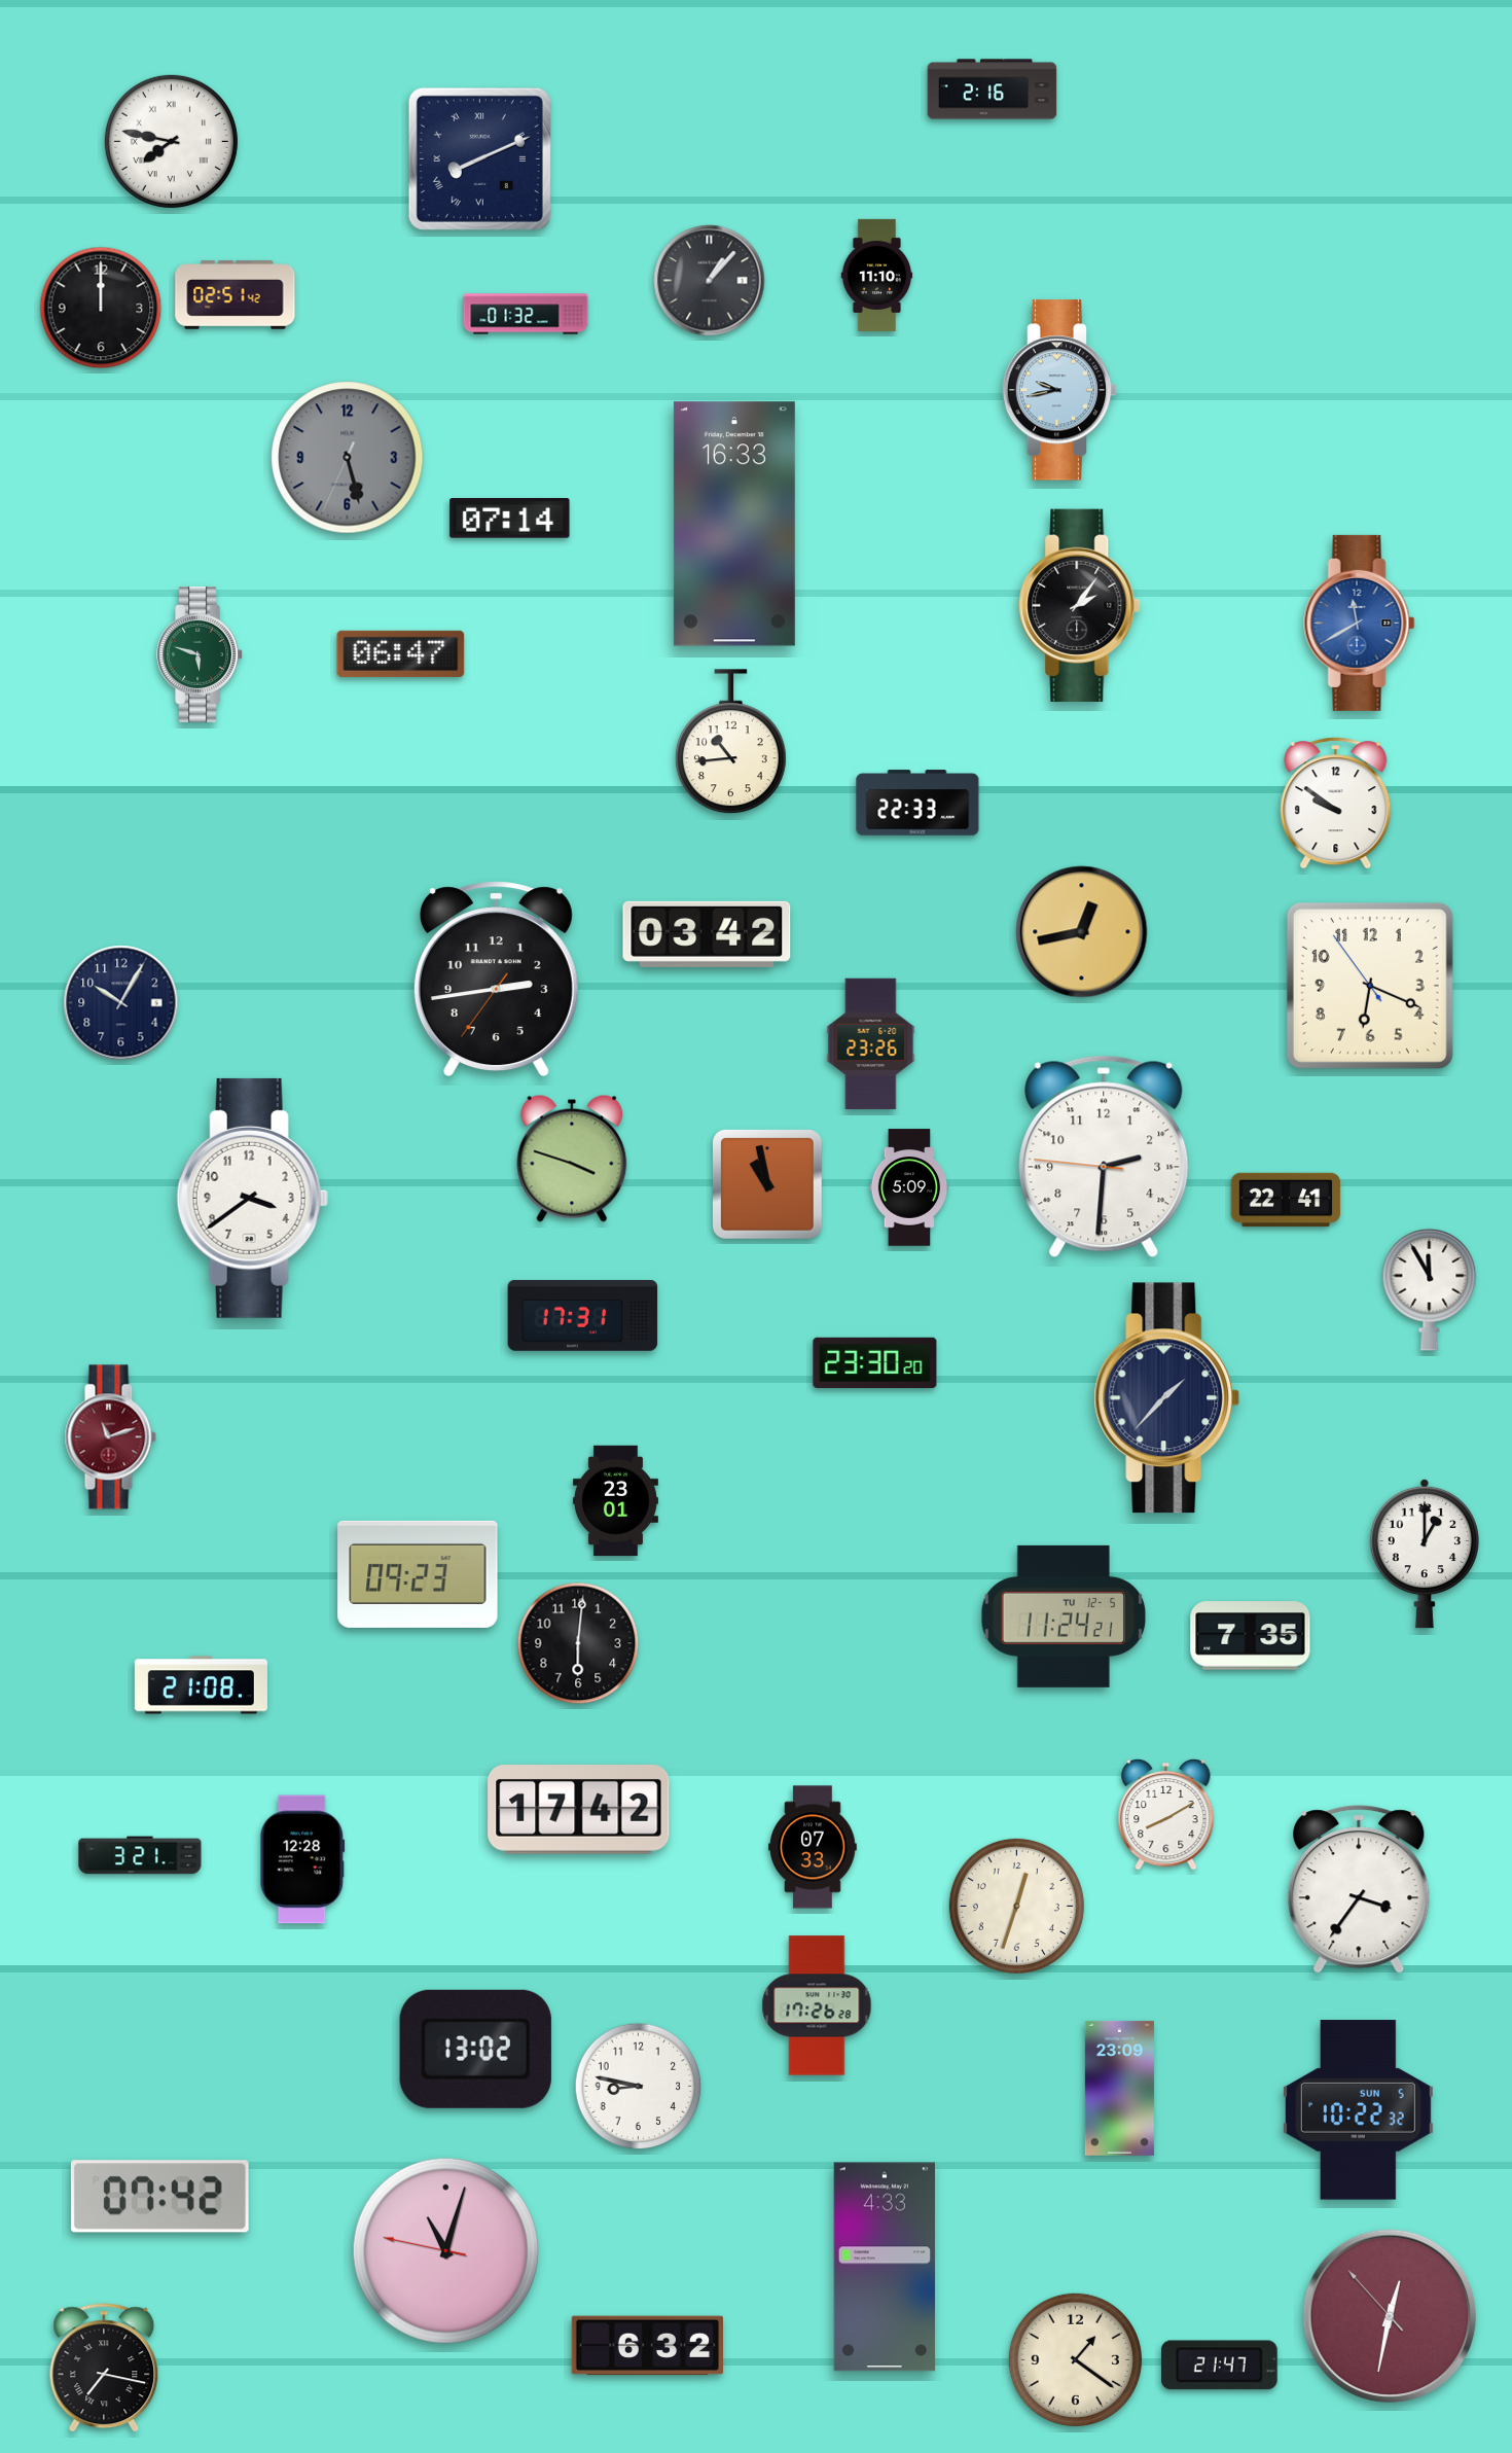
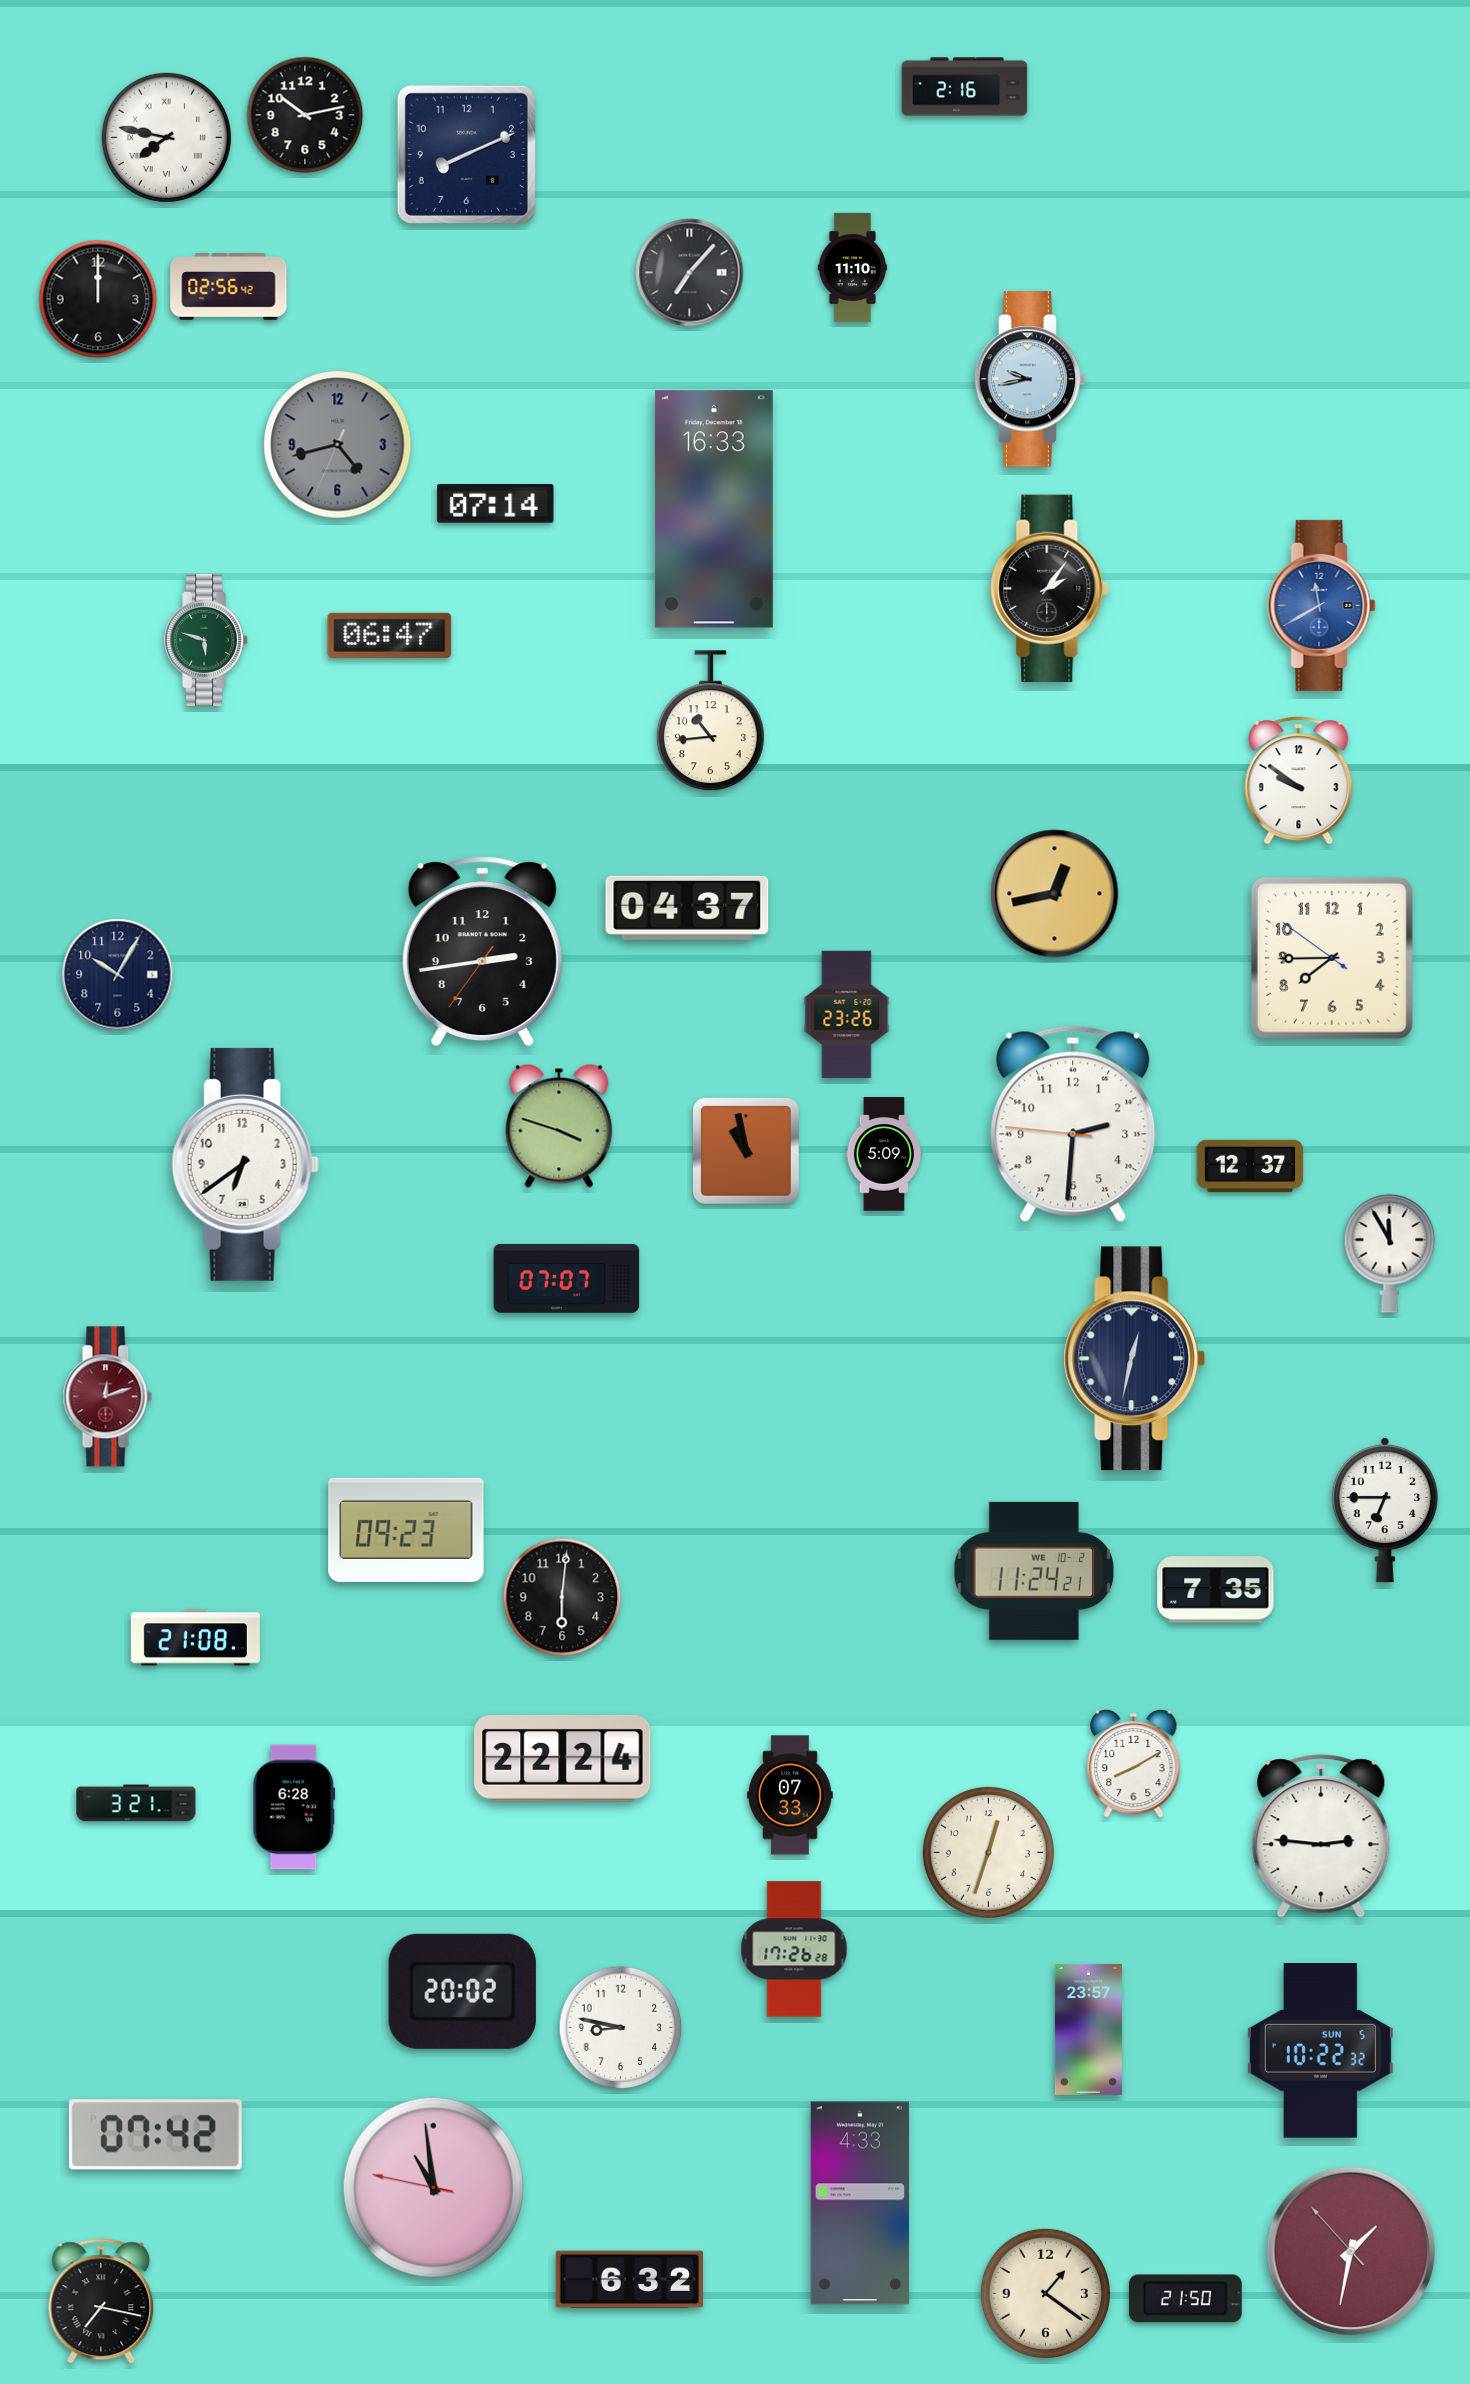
clock at (305, 115): none -> 10:13
clock at (479, 158) numerals: Roman -> Arabic
clock at (710, 281): 1:07 -> 7:07
clock at (236, 295): 02:51 -> 02:56
clock at (526, 314): 01:32 -> none
clock at (348, 458): 5:27 -> 4:42
clock at (200, 654) position: (200, 654) -> (206, 640)
clock at (917, 803): 22:33 -> none
clock at (1082, 932) position: (1082, 932) -> (1055, 894)
clock at (707, 934): 03:42 -> 04:37
clock at (1370, 986): 6:18 -> 7:44
clock at (572, 1159) position: (572, 1159) -> (559, 1126)
clock at (252, 1198): 3:39 -> 6:39
clock at (1286, 1200): 22:41 -> 12:37
clock at (583, 1315): 17:31 -> 07:07
clock at (875, 1362): 23:30 -> none
clock at (1167, 1398): 1:37 -> 12:32
clock at (110, 1437): 11:12 -> 12:12
clock at (615, 1501): 23:01 -> none
clock at (1425, 1554): 1:00 -> 6:45
clock at (1064, 1616) date: TU 12-5 -> WE 10-2
clock at (579, 1810): 17:42 -> 22:24
clock at (302, 1859): 12:28 -> 6:28
clock at (1359, 1889): 3:36 -> 2:46
clock at (475, 2049): 13:02 -> 20:02
clock at (1119, 2088): 23:09 -> 23:57
clock at (445, 2250): 11:02 -> 10:58
clock at (1390, 2316): 12:31 -> 1:31
clock at (1219, 2366): 21:47 -> 21:50
